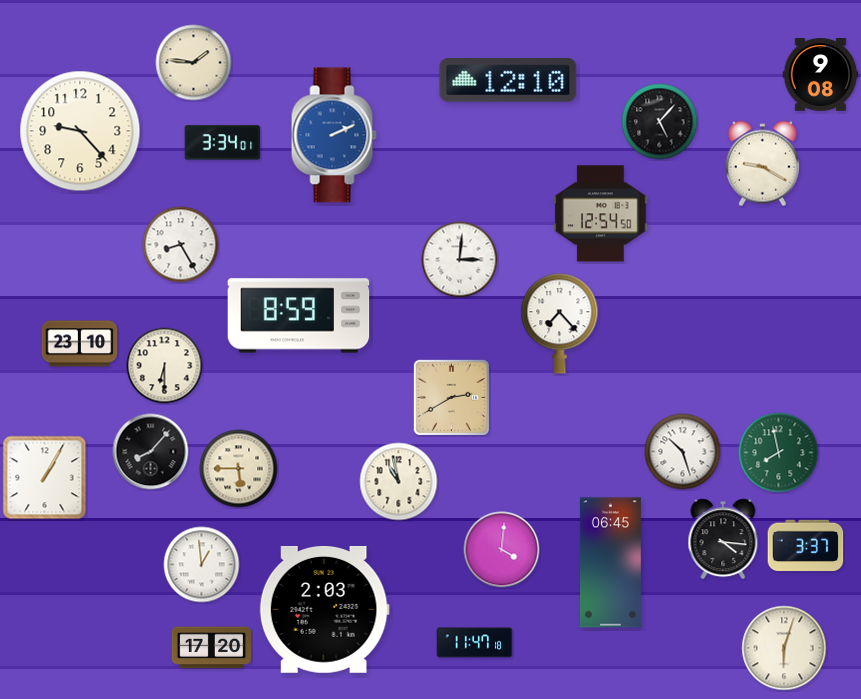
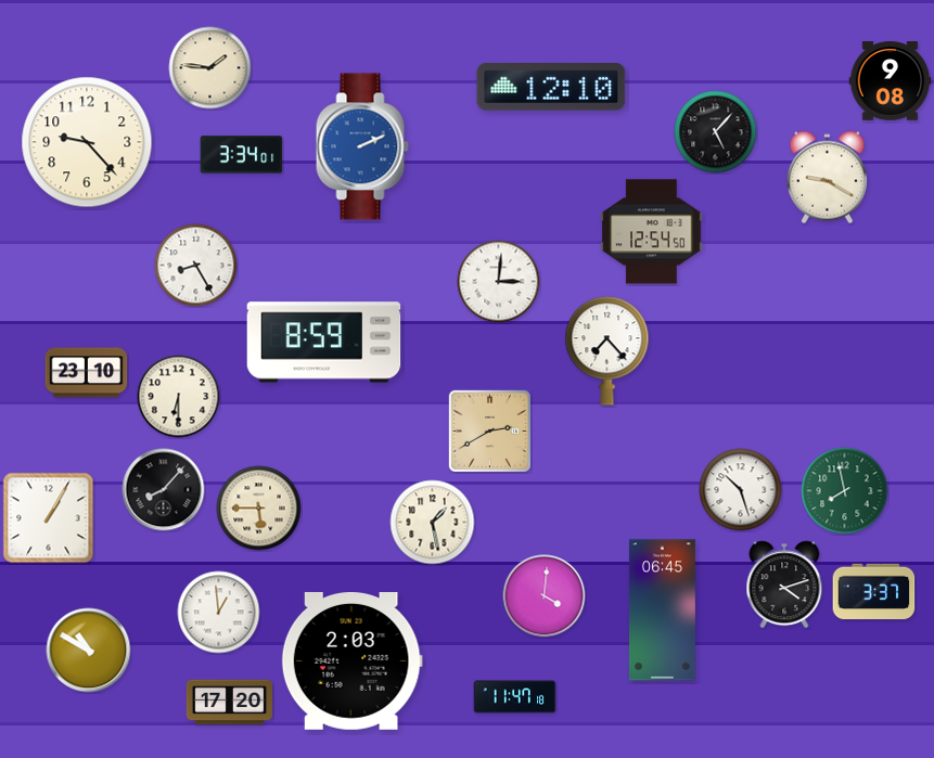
clock at (399, 482): 10:58 -> 1:28
clock at (723, 539): 4:16 -> 4:12
clock at (89, 651): none -> 10:50
clock at (784, 648): 6:03 -> none
